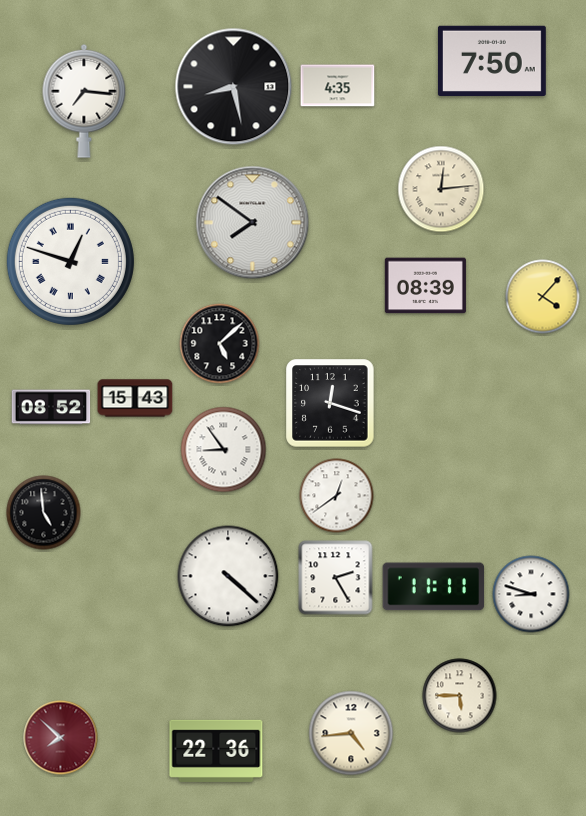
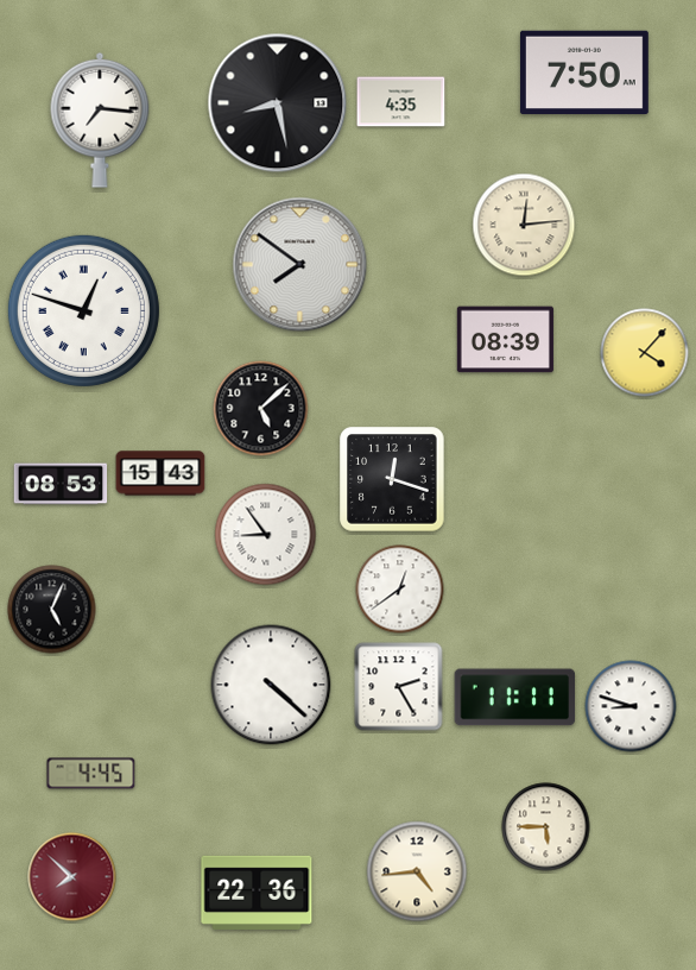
clock at (51, 407): 08:52 -> 08:53
clock at (44, 513): 4:59 -> 5:04
clock at (91, 774): none -> 4:45
